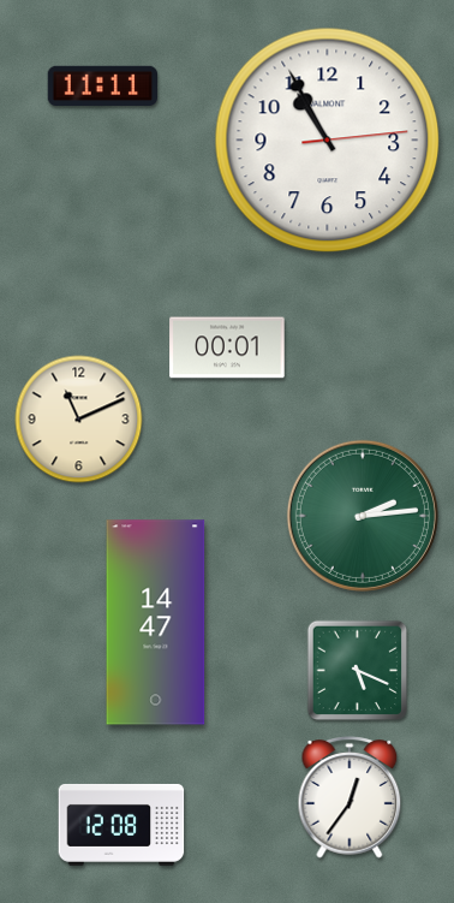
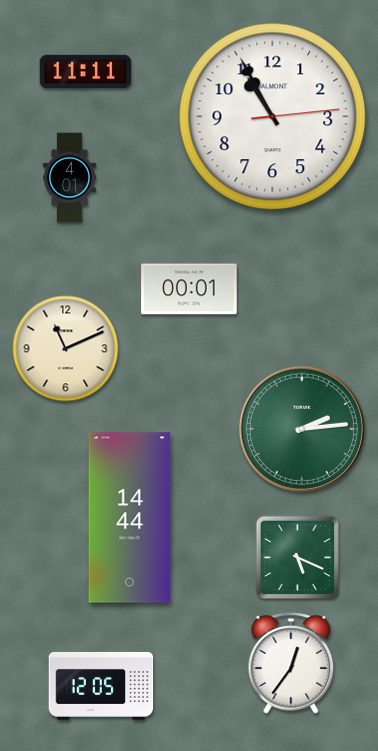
clock at (70, 178): none -> 4:01
clock at (156, 623): 14:47 -> 14:44
clock at (121, 825): 12:08 -> 12:05
